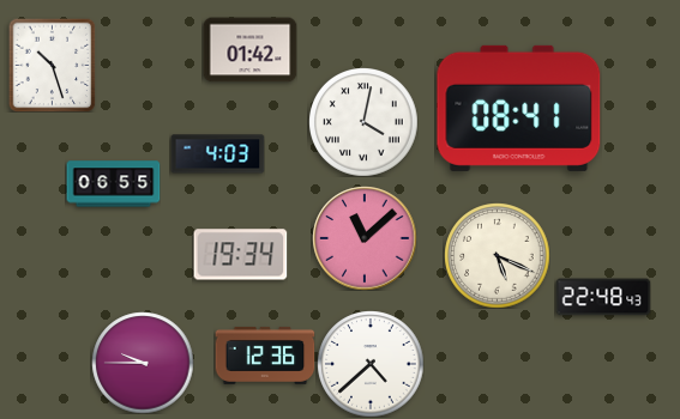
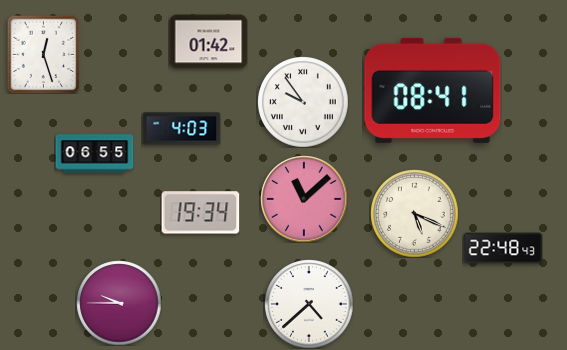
clock at (53, 65): 10:27 -> 12:27
clock at (363, 122): 4:02 -> 9:54
clock at (265, 356): 12:36 -> none
